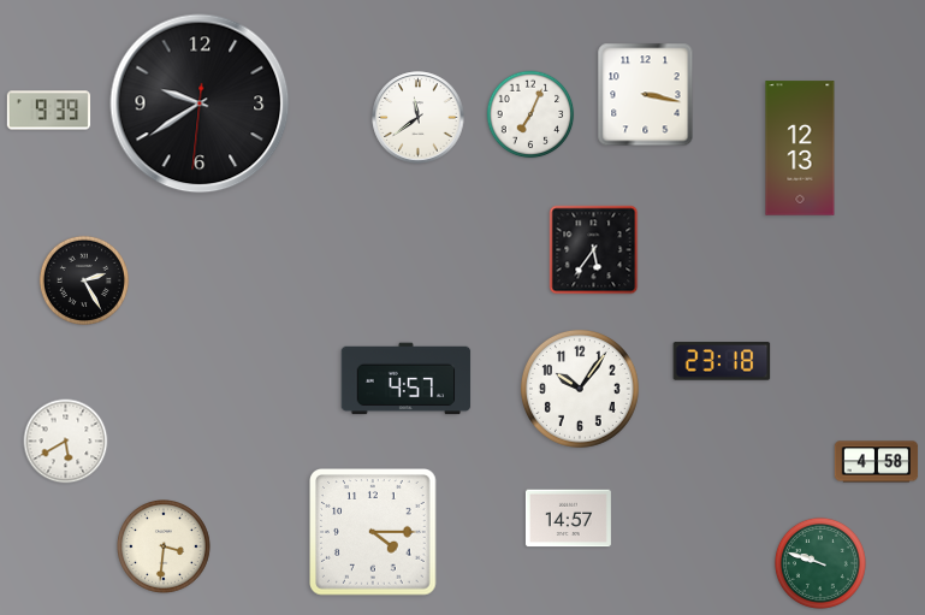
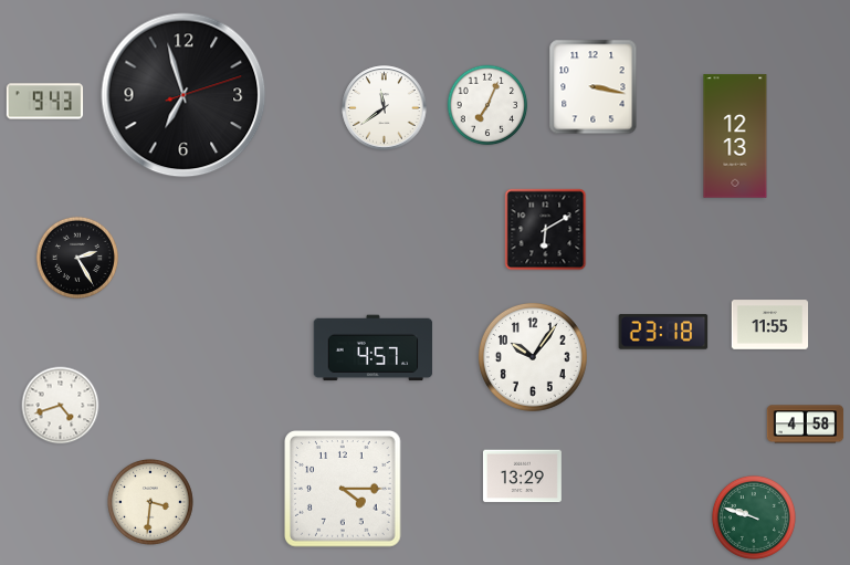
clock at (200, 104): 9:39 -> 6:57
clock at (49, 111): 9:39 -> 9:43
clock at (594, 250): 5:36 -> 6:10
clock at (770, 325): none -> 11:55
clock at (66, 442): 5:40 -> 4:42
clock at (568, 519): 14:57 -> 13:29
